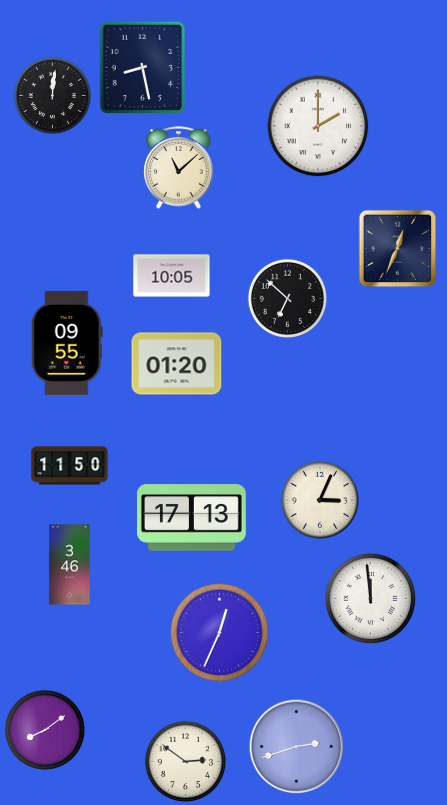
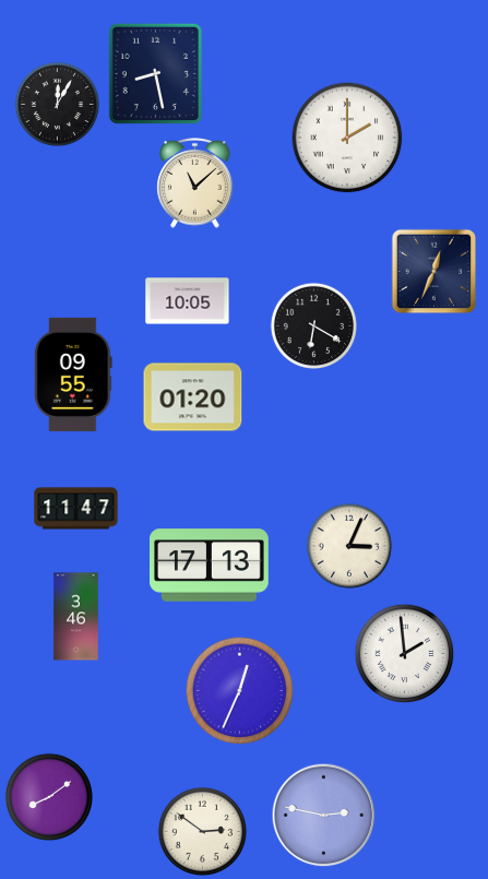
clock at (52, 95): 12:01 -> 12:05
clock at (287, 298): 6:52 -> 6:20
clock at (70, 466): 11:50 -> 11:47
clock at (370, 598): 11:59 -> 1:59
clock at (296, 746): 2:42 -> 2:47
